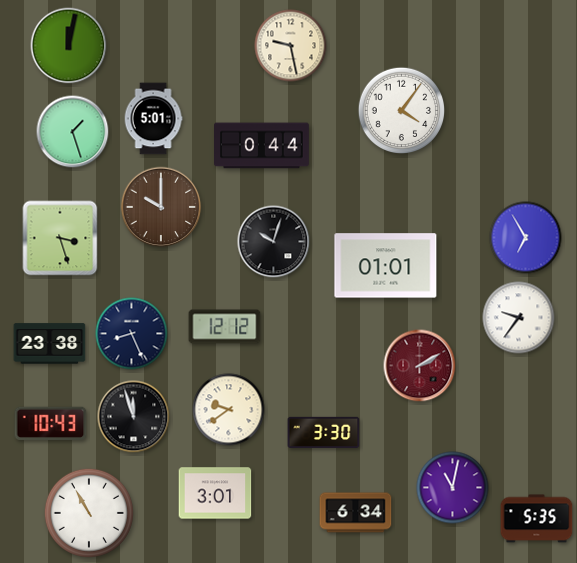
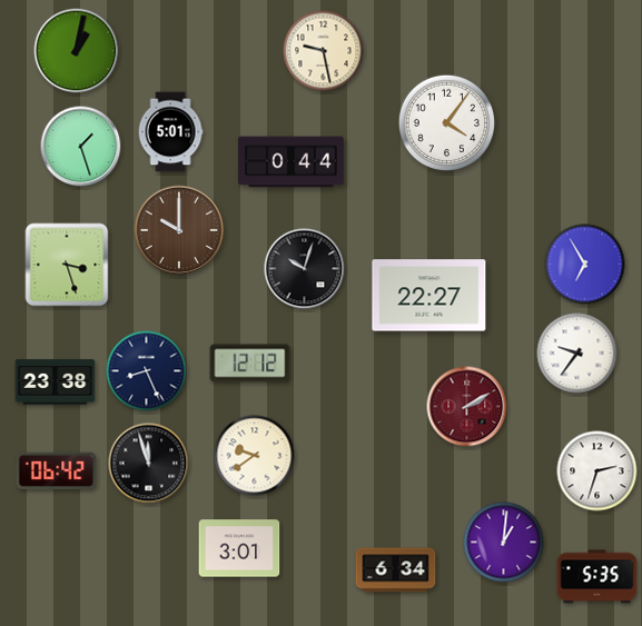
clock at (69, 46): 12:02 -> 1:02
clock at (386, 266): 01:01 -> 22:27
clock at (51, 423): 10:43 -> 06:42
clock at (597, 471): none -> 2:33
clock at (324, 432): 3:30 -> none
clock at (453, 488): 11:02 -> 1:01
clock at (89, 513): 10:55 -> none
